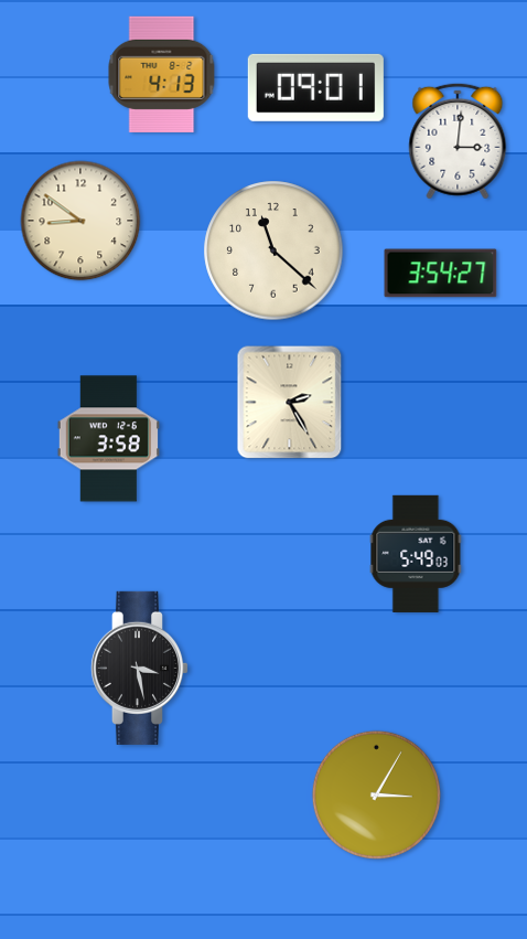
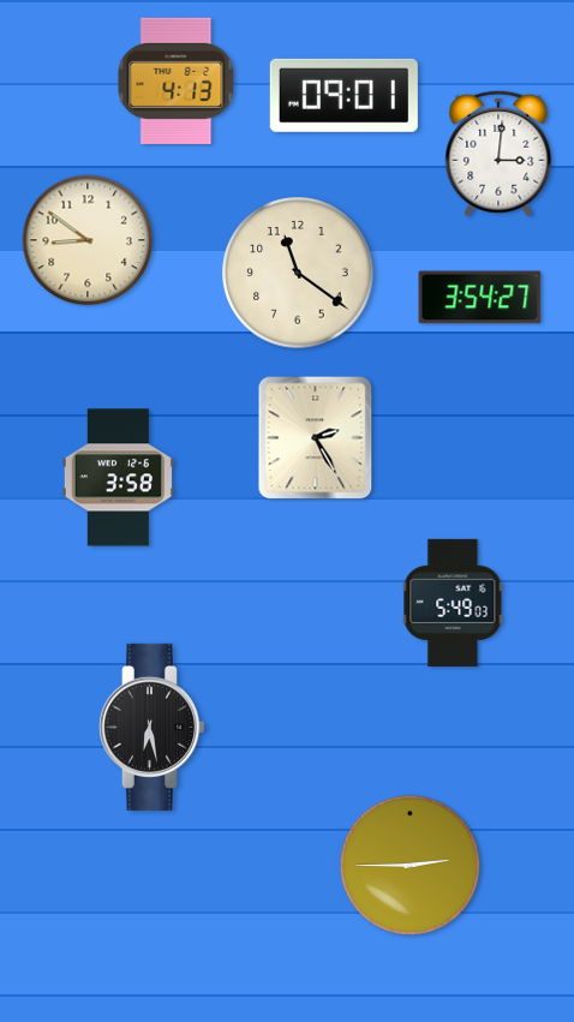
clock at (273, 250): 11:22 -> 11:21
clock at (139, 668): 3:28 -> 6:28
clock at (376, 794): 3:05 -> 2:45
